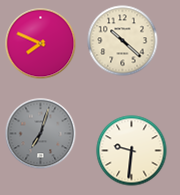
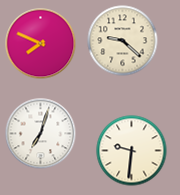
clock at (123, 41): 10:22 -> 9:22
clock at (41, 134) dial: grey -> white
